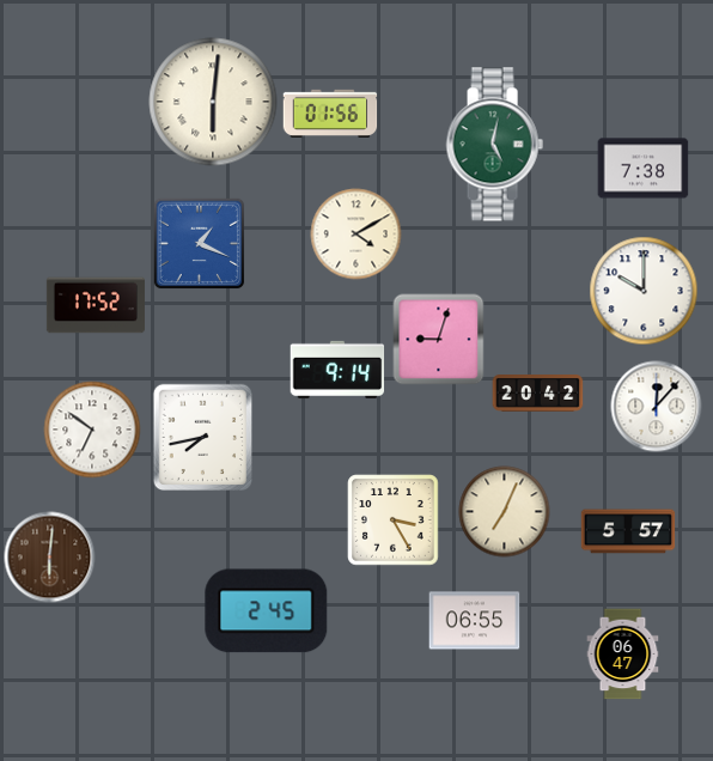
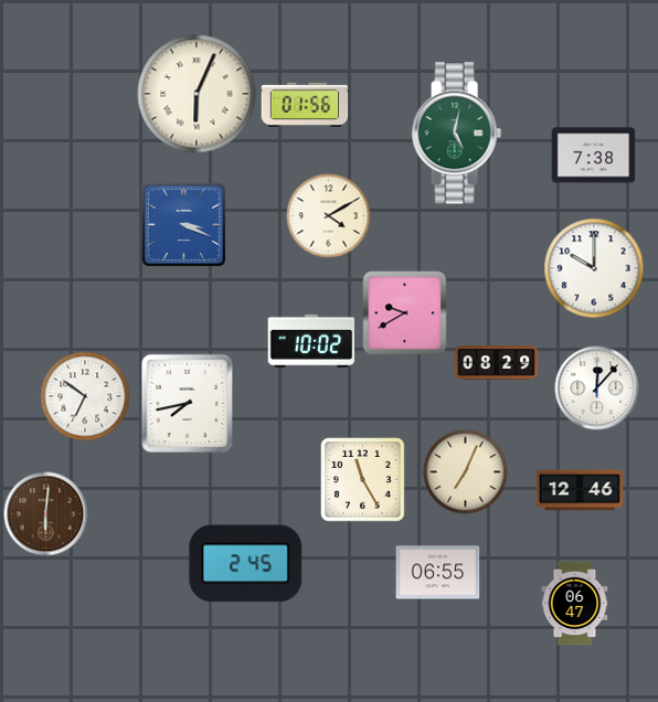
clock at (213, 102): 6:01 -> 6:04
clock at (199, 243): 1:19 -> 3:19
clock at (96, 305): 17:52 -> none
clock at (439, 340): 9:03 -> 9:40
clock at (337, 370): 9:14 -> 10:02
clock at (538, 394): 20:42 -> 08:29
clock at (657, 407) position: (657, 407) -> (597, 389)
clock at (394, 520): 3:25 -> 11:25
clock at (628, 531): 5:57 -> 12:46
